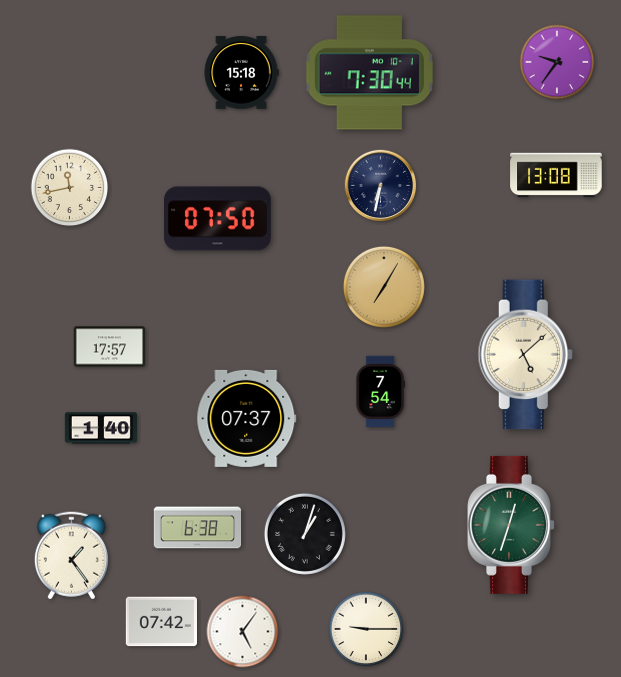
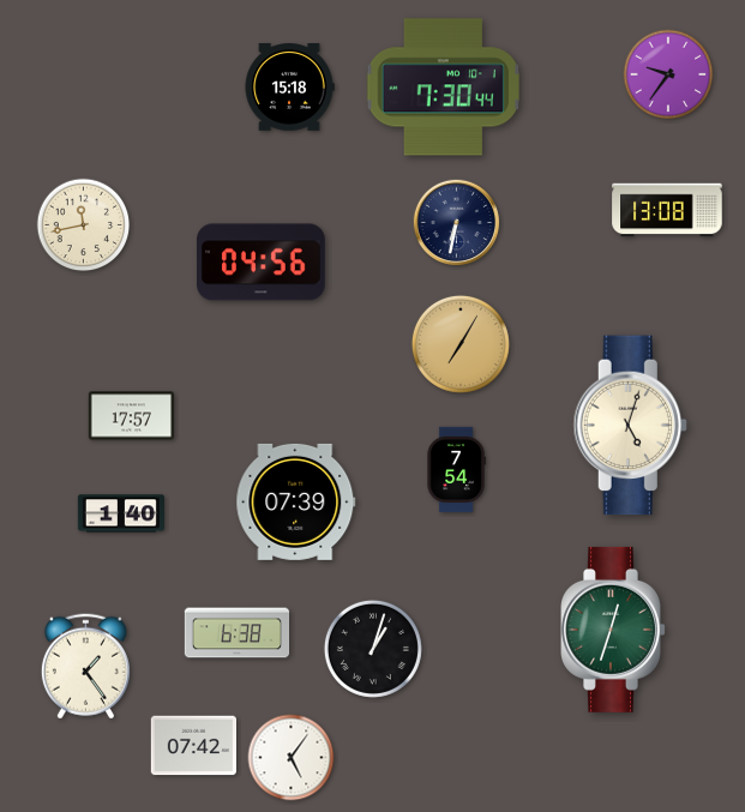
clock at (218, 219): 07:50 -> 04:56
clock at (525, 355): 5:08 -> 5:03
clock at (247, 418): 07:37 -> 07:39
clock at (305, 534) position: (305, 534) -> (373, 649)
clock at (366, 629): 9:15 -> none
